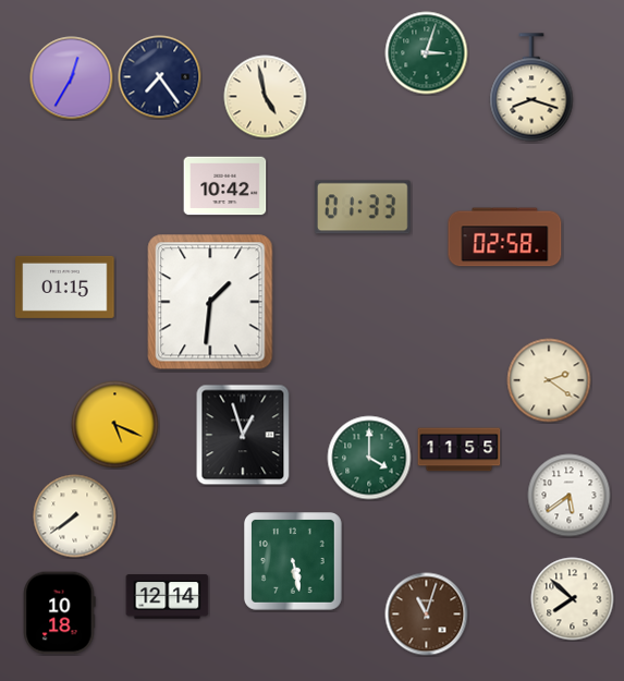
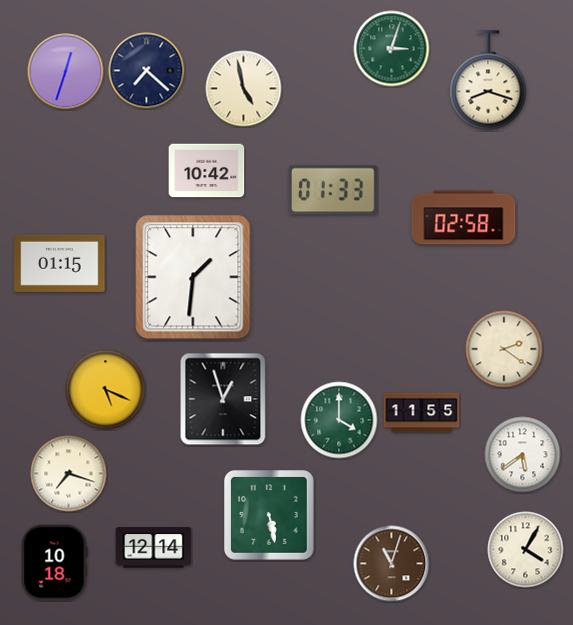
clock at (160, 77): 7:24 -> 7:22
clock at (72, 78): 12:35 -> 12:33
clock at (75, 516): 7:39 -> 7:18
clock at (573, 599): 7:52 -> 4:05
